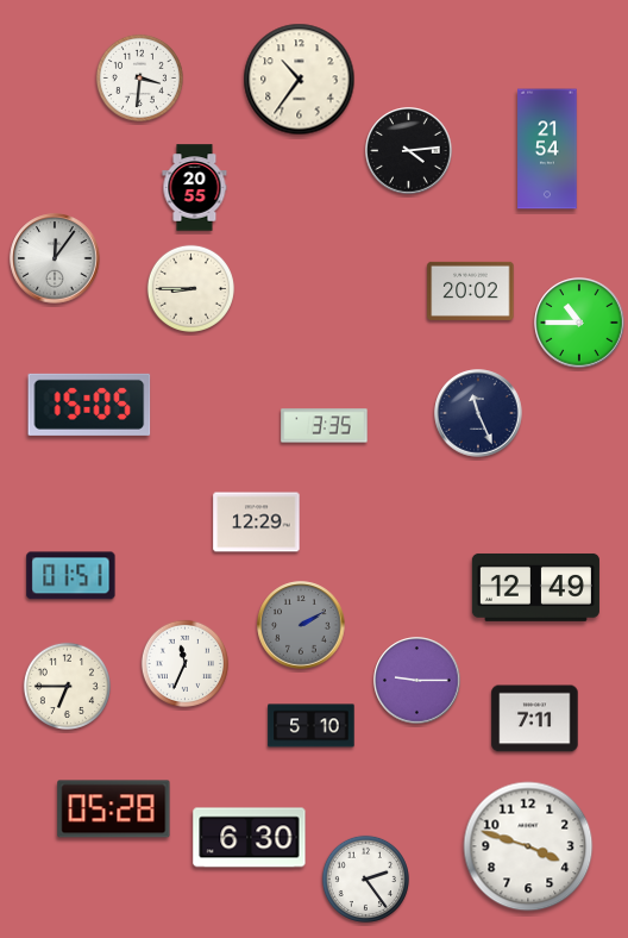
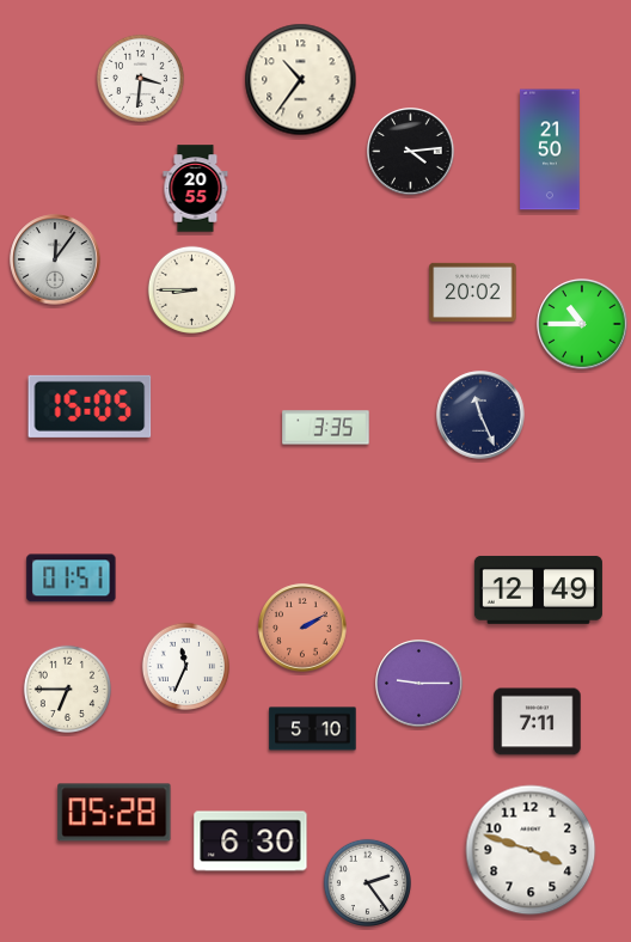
clock at (547, 149): 21:54 -> 21:50
clock at (257, 523): 12:29 -> none
clock at (301, 625) dial: grey -> salmon
